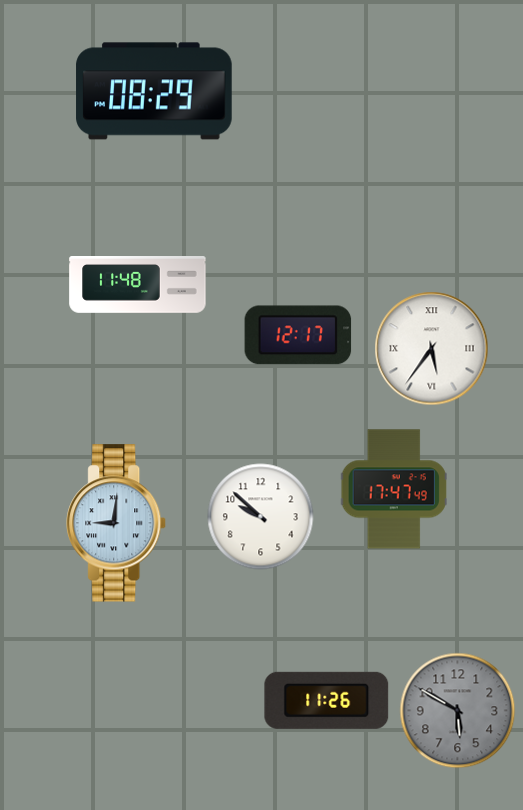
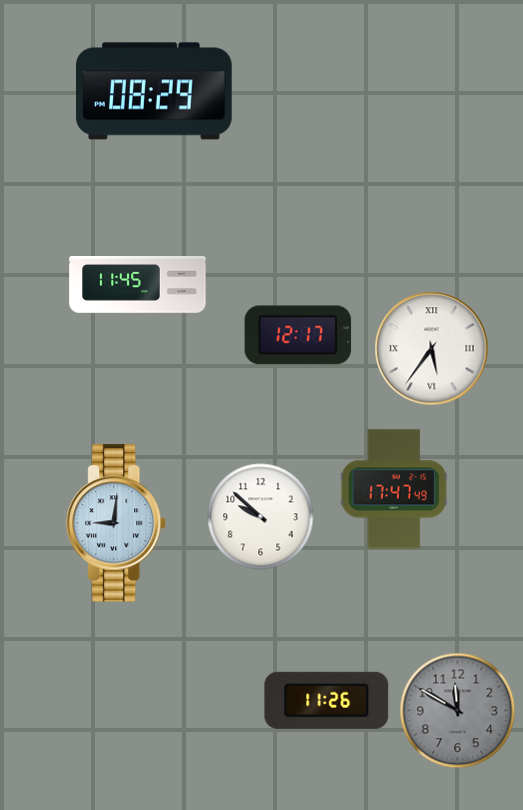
clock at (138, 285): 11:48 -> 11:45
clock at (458, 711): 5:50 -> 11:50
